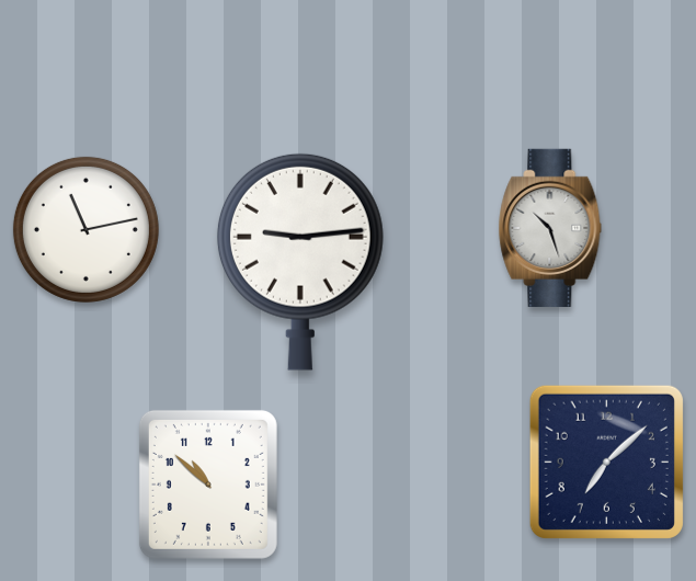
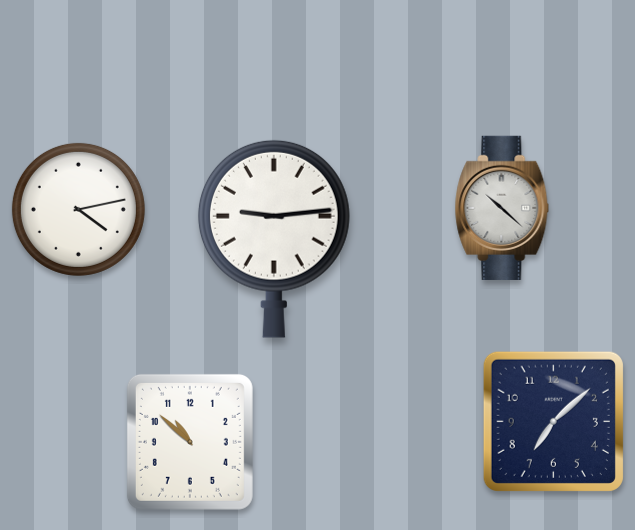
clock at (550, 228): 10:27 -> 10:22
clock at (85, 229): 11:13 -> 4:13
